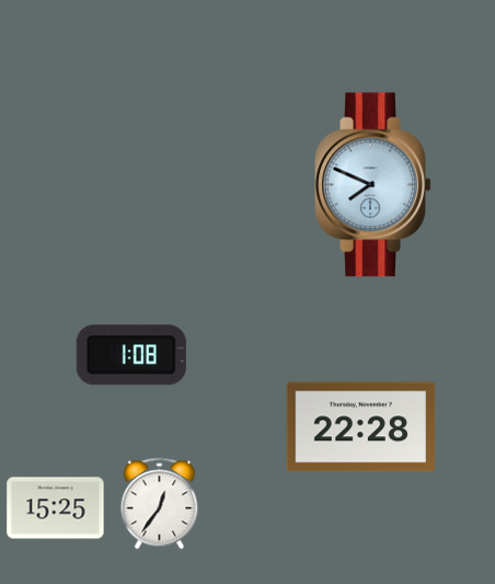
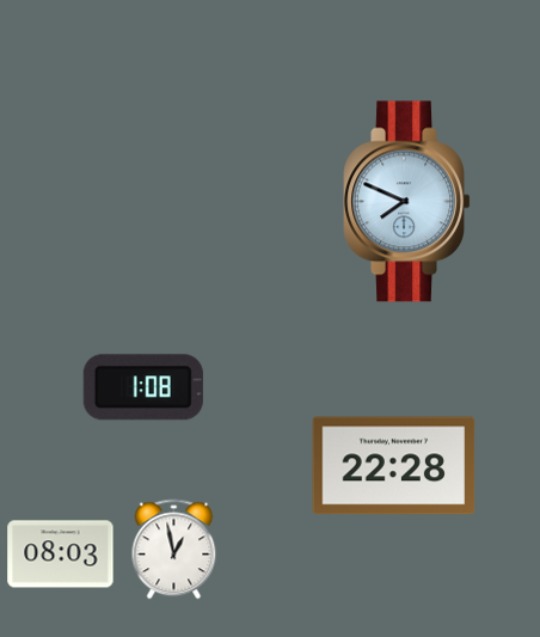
clock at (160, 504): 12:36 -> 12:58
clock at (56, 508): 15:25 -> 08:03
